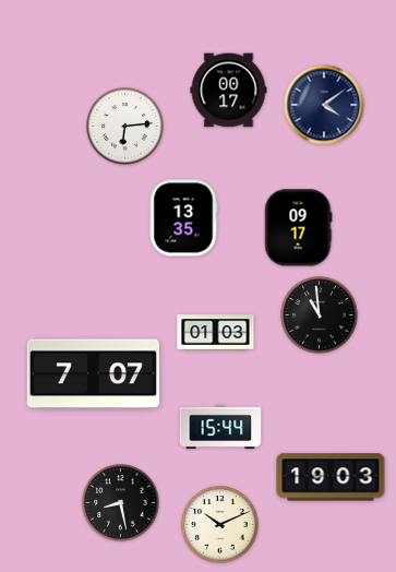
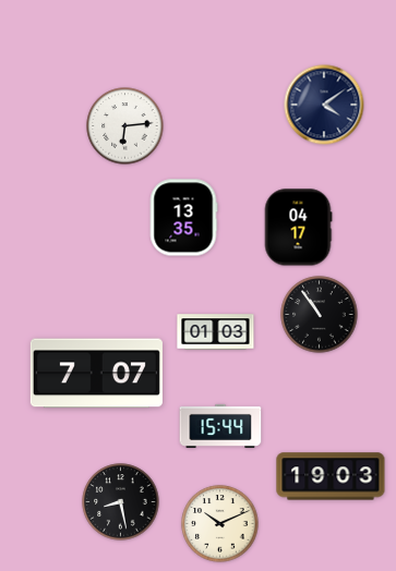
clock at (229, 91): 00:17 -> none
clock at (298, 228): 09:17 -> 04:17
clock at (320, 315): 10:59 -> 10:54
clock at (93, 374) position: (93, 374) -> (96, 374)
